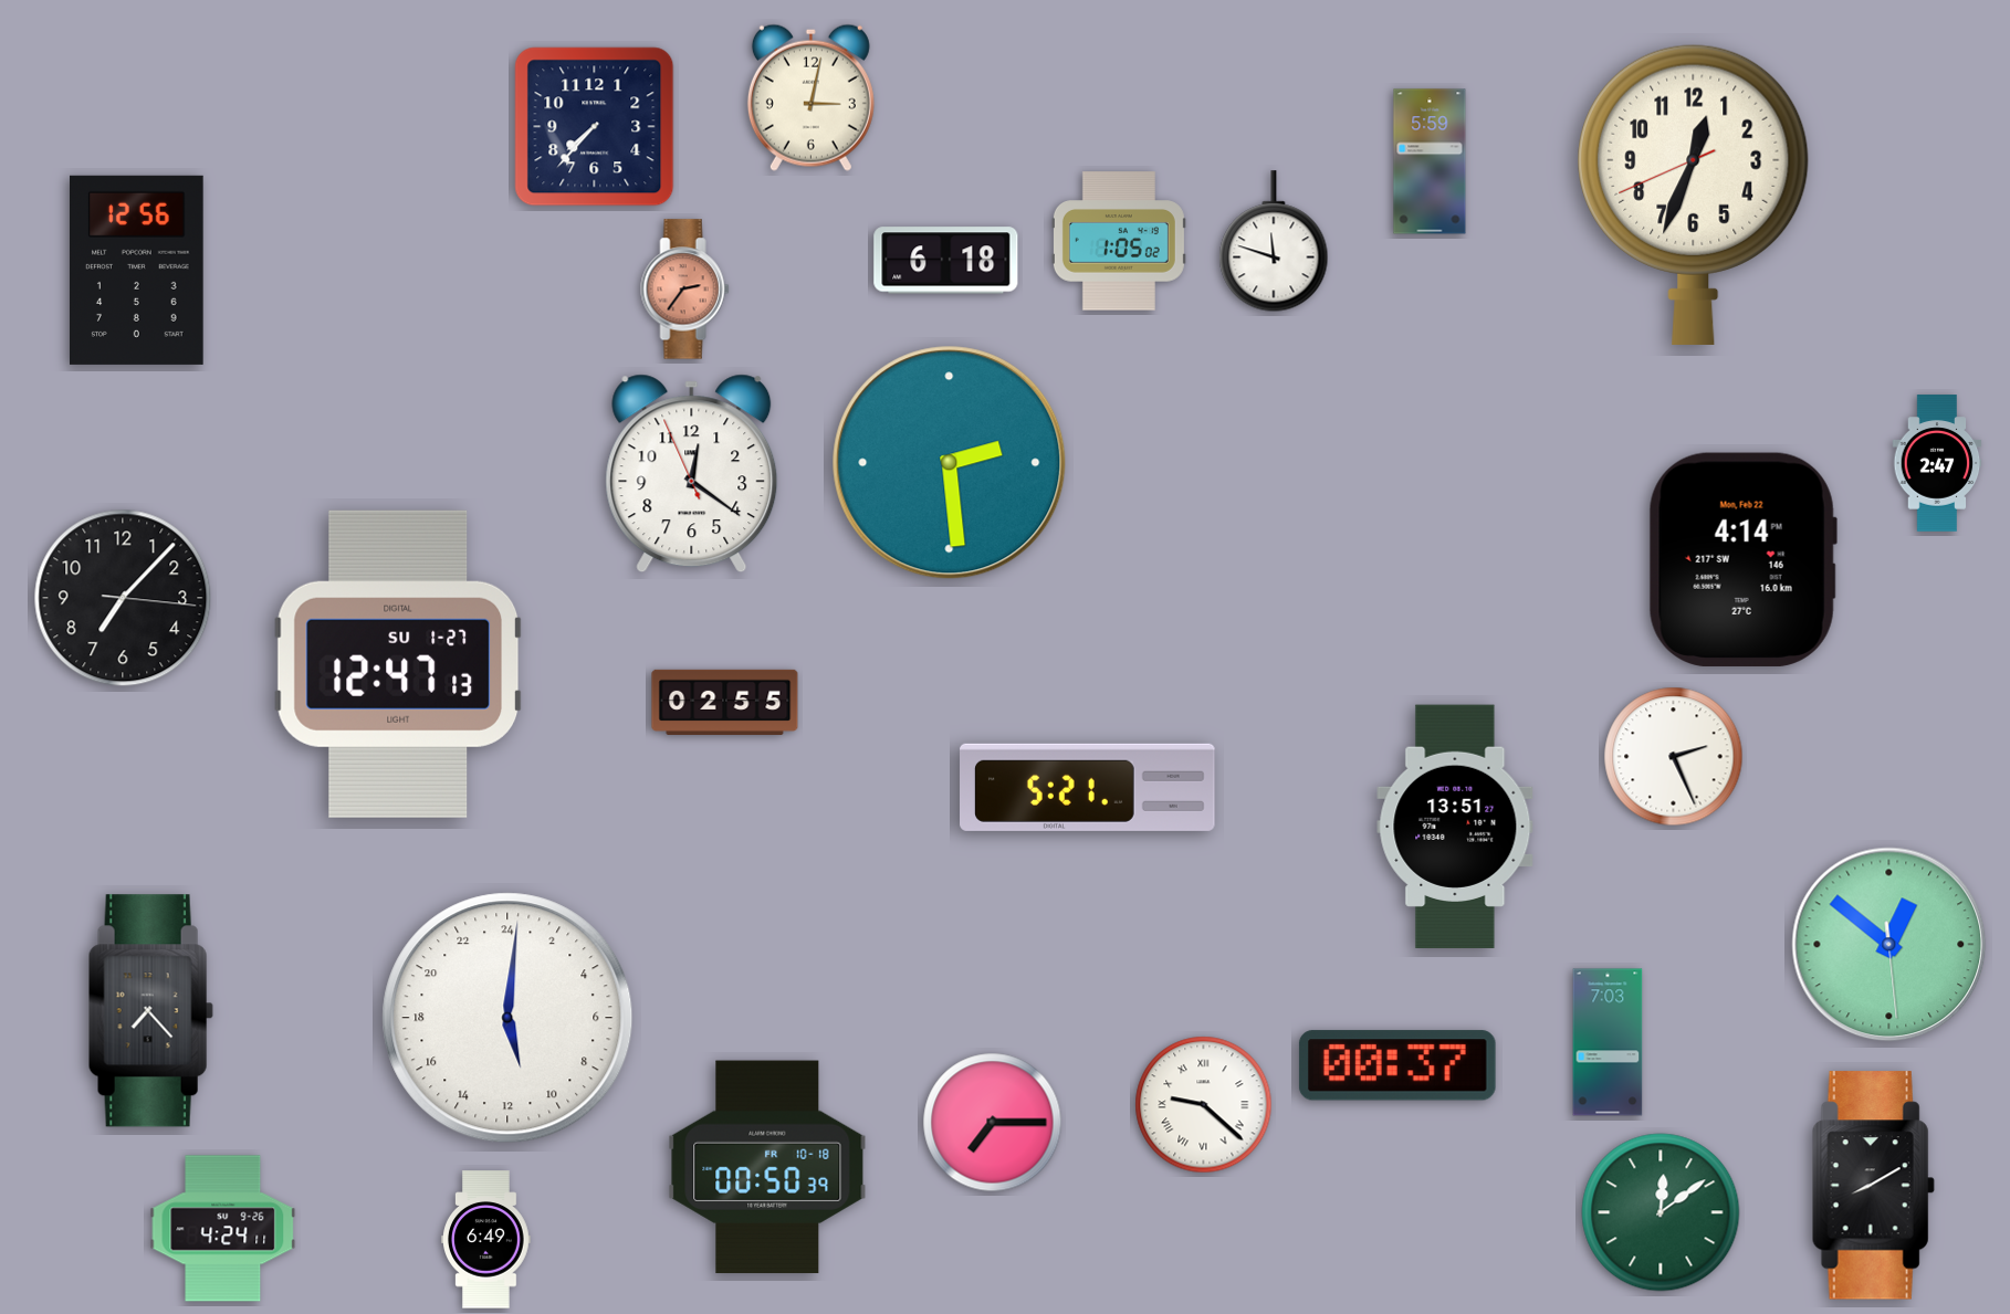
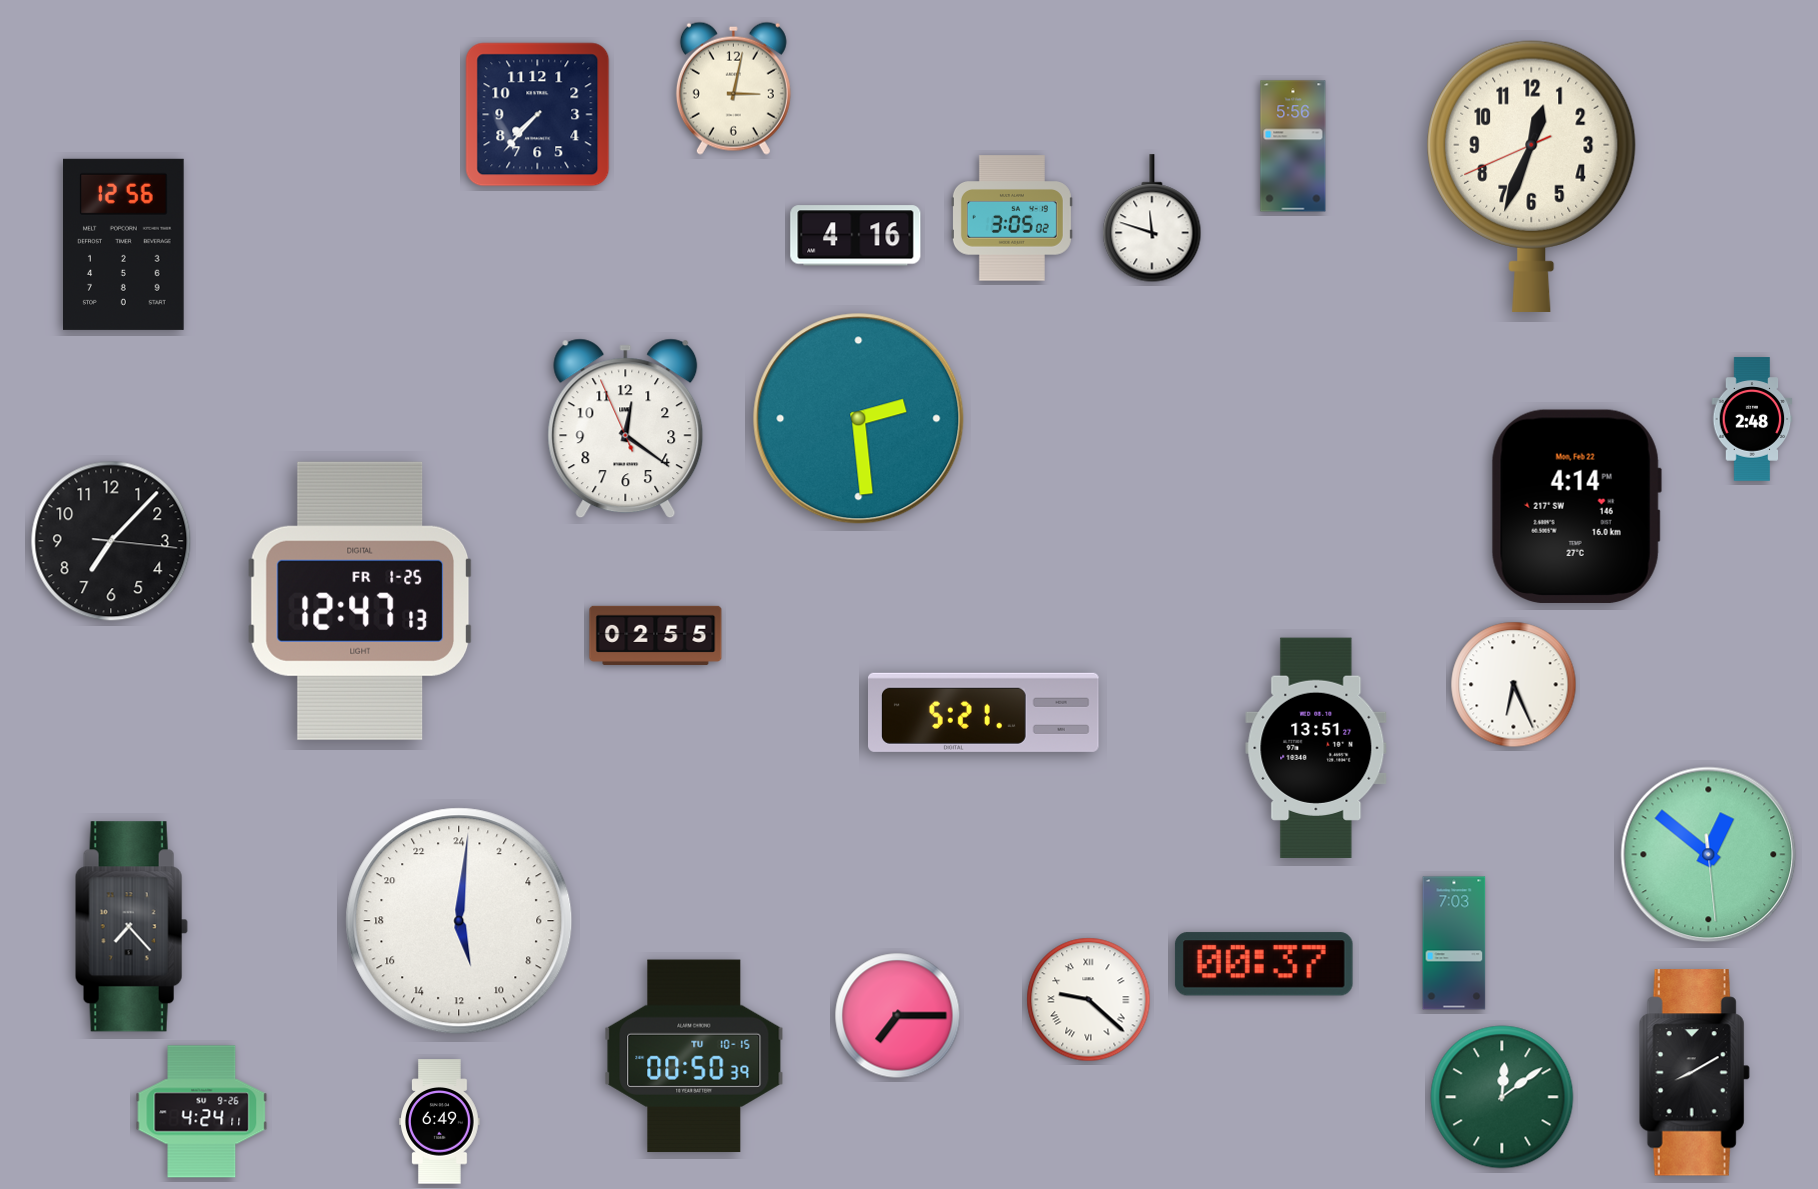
clock at (1430, 161): 5:59 -> 5:56
clock at (1119, 241): 1:05 -> 3:05
clock at (946, 261): 6:18 -> 4:16
clock at (685, 290): 2:36 -> none
clock at (1937, 463): 2:47 -> 2:48
clock at (397, 664) date: SU 1-27 -> FR 1-25
clock at (1674, 757): 2:26 -> 6:26
clock at (150, 1011) position: (150, 1011) -> (131, 927)
clock at (767, 1167) date: FR 10-18 -> TU 10-15
